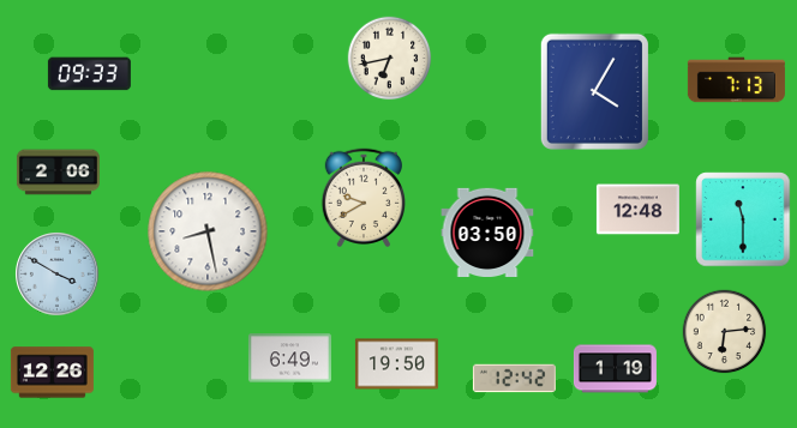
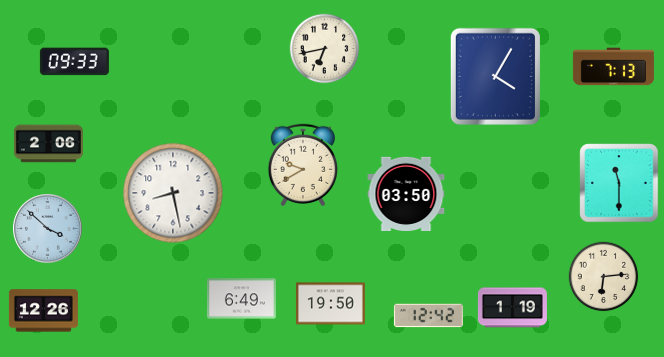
clock at (637, 210): 12:48 -> none
clock at (58, 275): 3:50 -> 3:52
